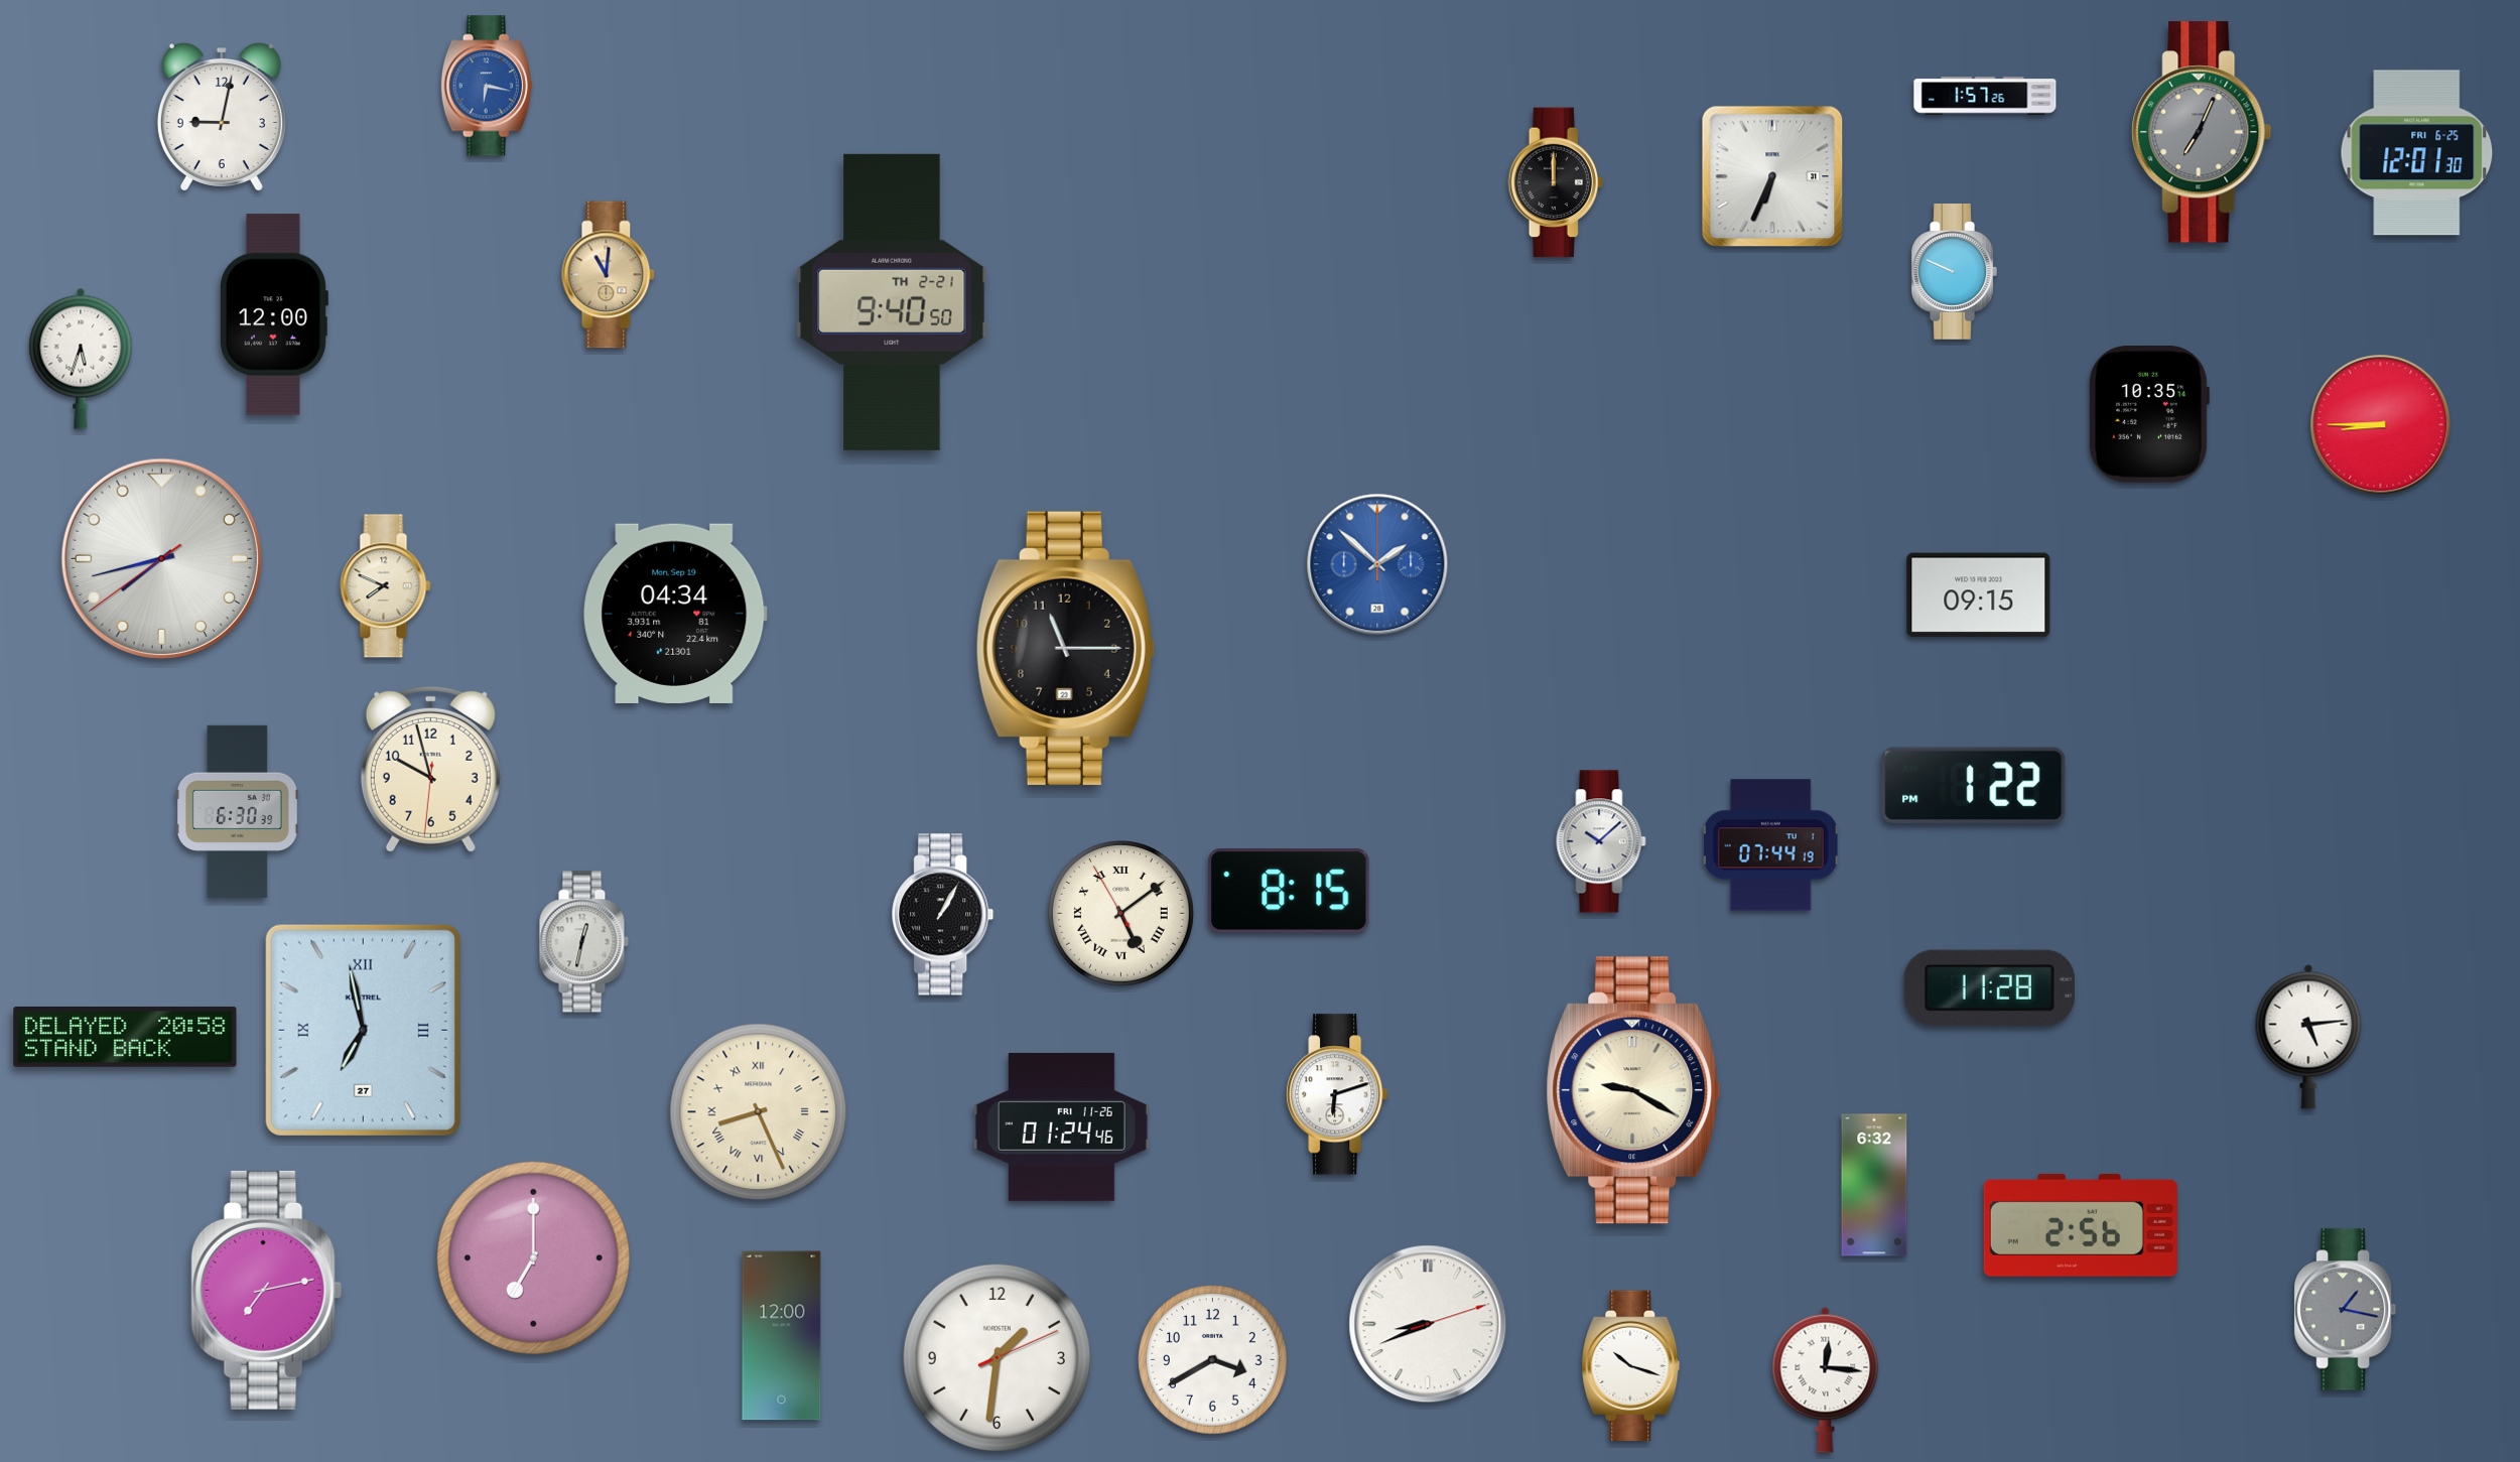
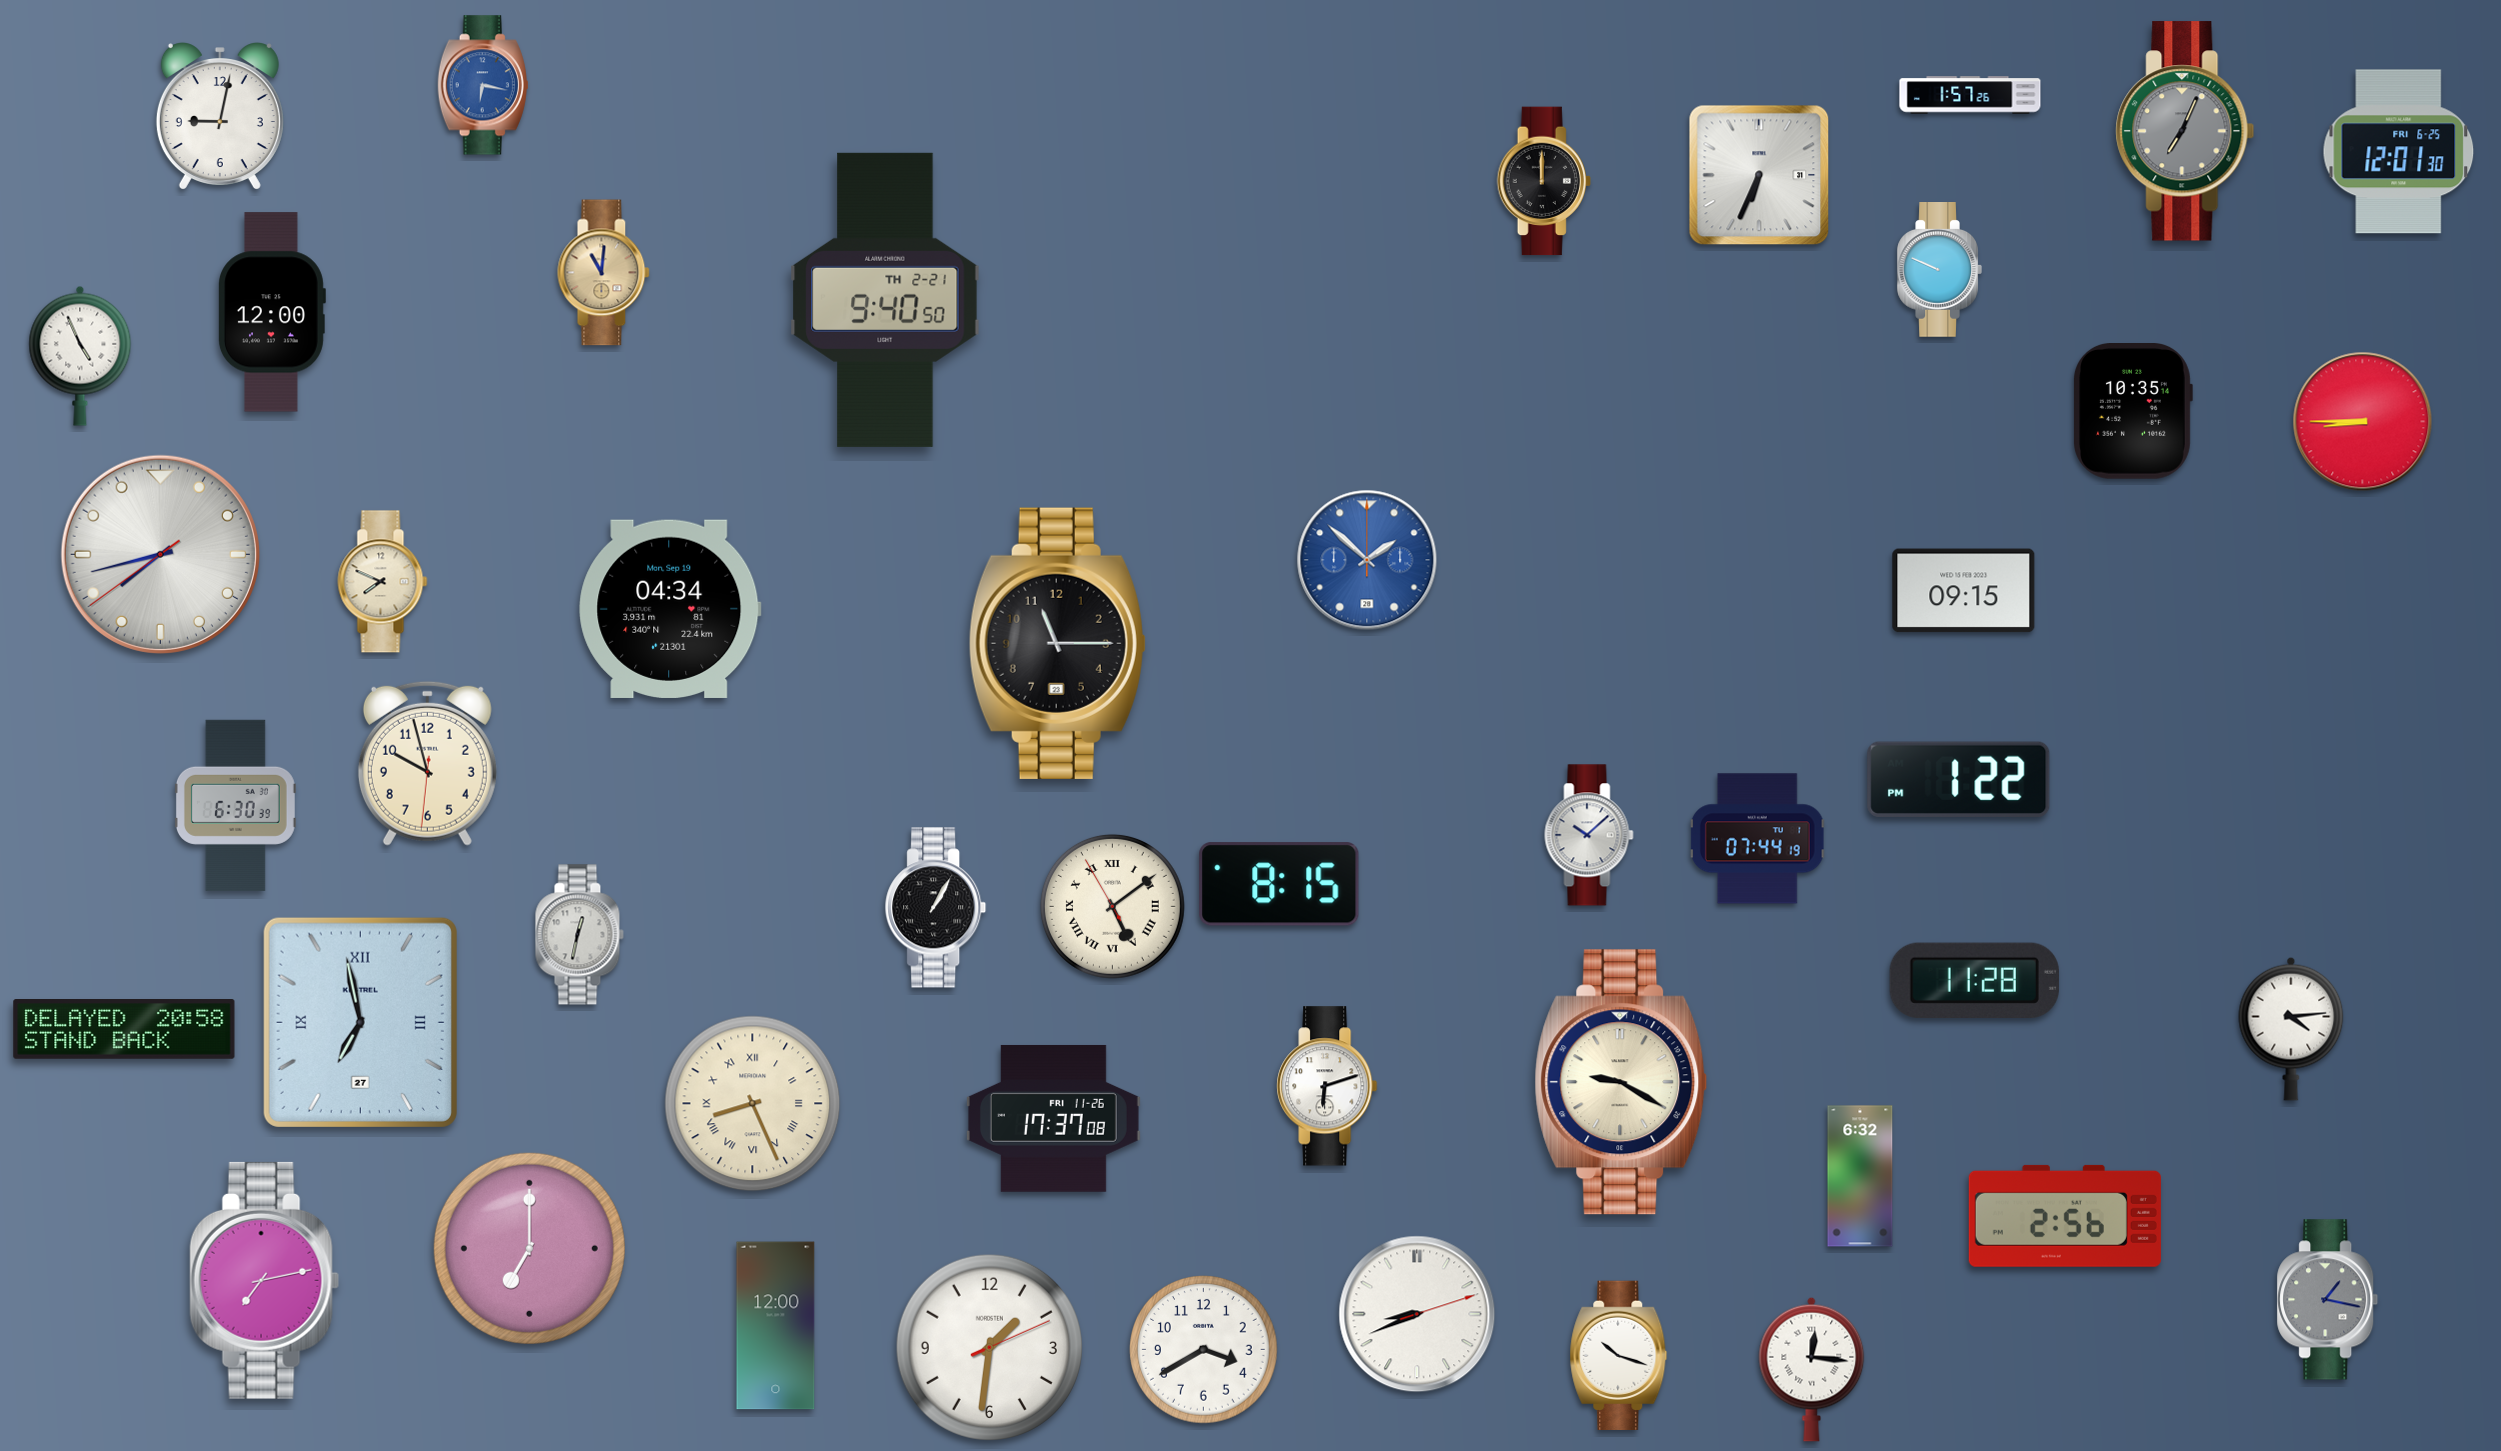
clock at (81, 359): 5:33 -> 4:56
clock at (2308, 1037): 5:14 -> 4:14
clock at (1061, 1126): 01:24 -> 17:37
